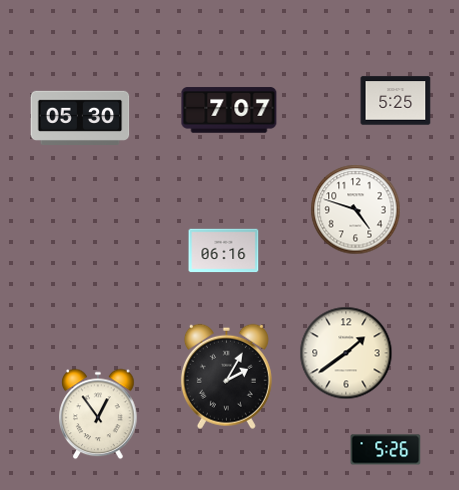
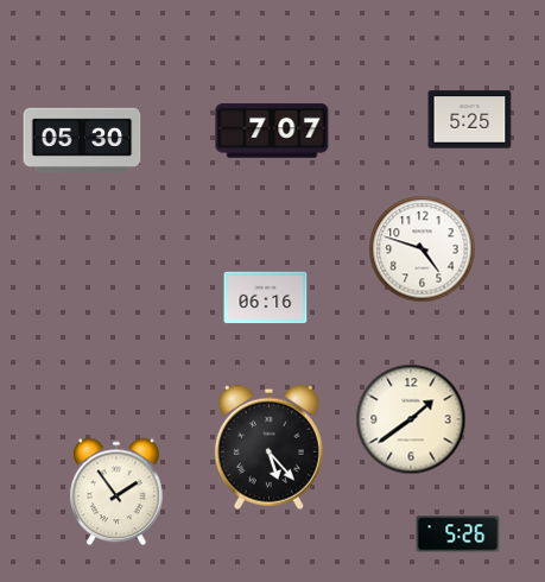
clock at (80, 117) position: (80, 117) -> (82, 139)
clock at (226, 376): 2:05 -> 5:23
clock at (98, 414): 12:54 -> 1:54
